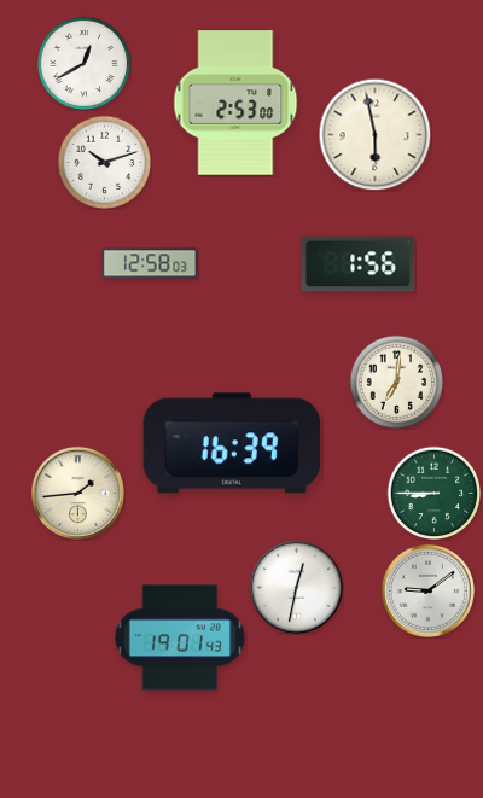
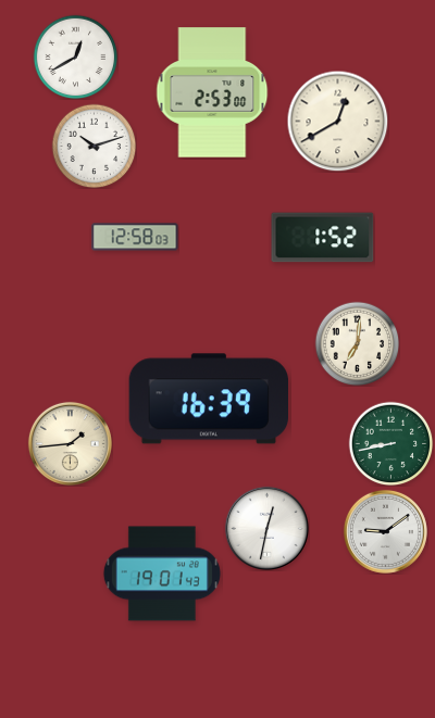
clock at (374, 134): 5:58 -> 12:40
clock at (359, 264): 1:56 -> 1:52
clock at (433, 493): 8:45 -> 8:43
